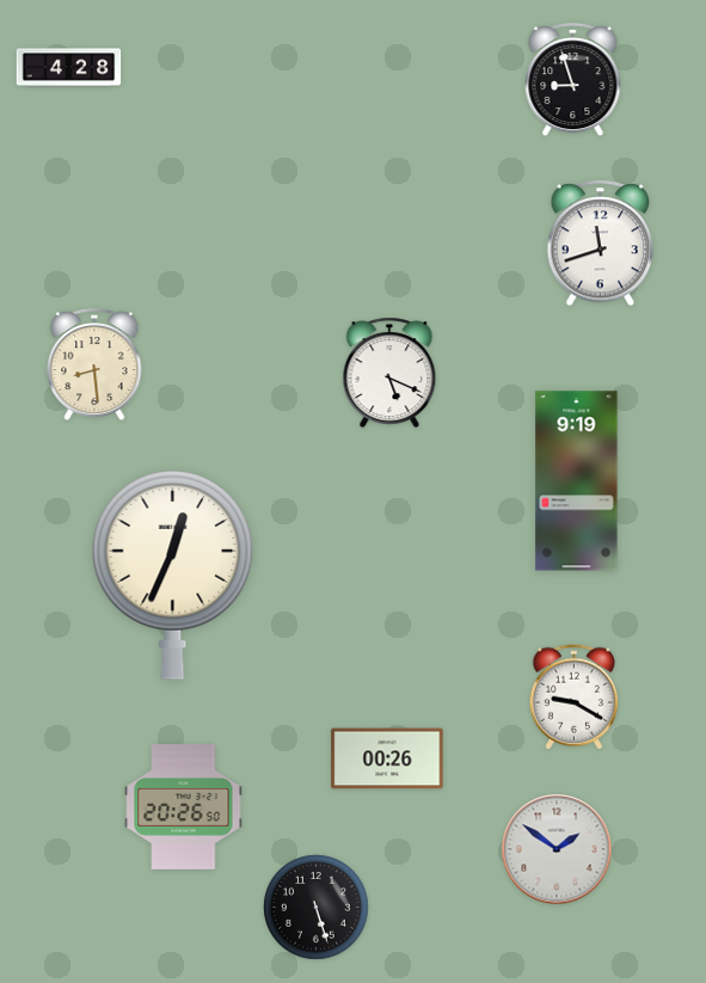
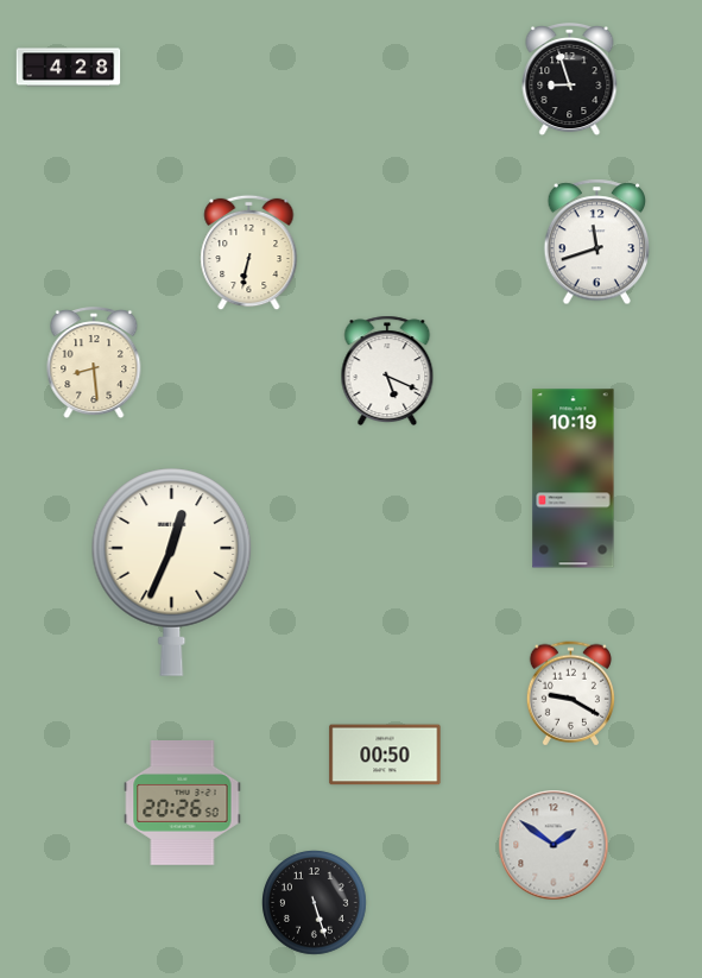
clock at (249, 253): none -> 6:32
clock at (577, 481): 9:19 -> 10:19
clock at (387, 758): 00:26 -> 00:50
